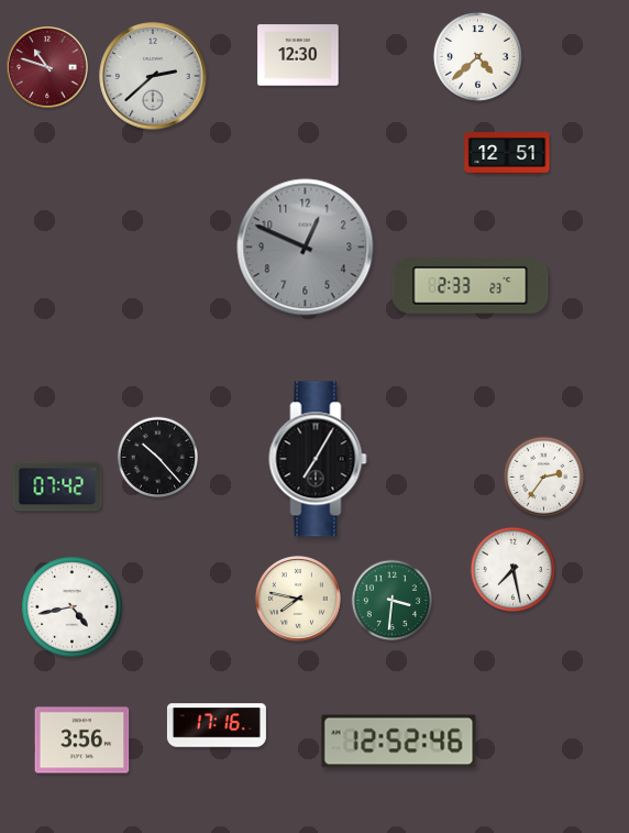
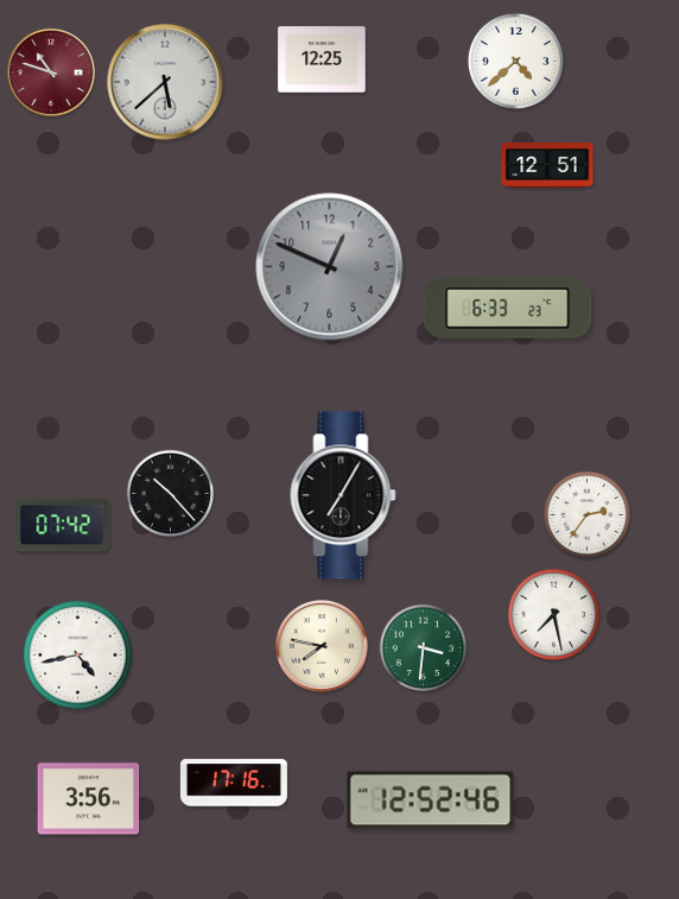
clock at (298, 55): 12:30 -> 12:25
clock at (153, 76): 2:38 -> 5:38
clock at (471, 286): 2:33 -> 6:33
